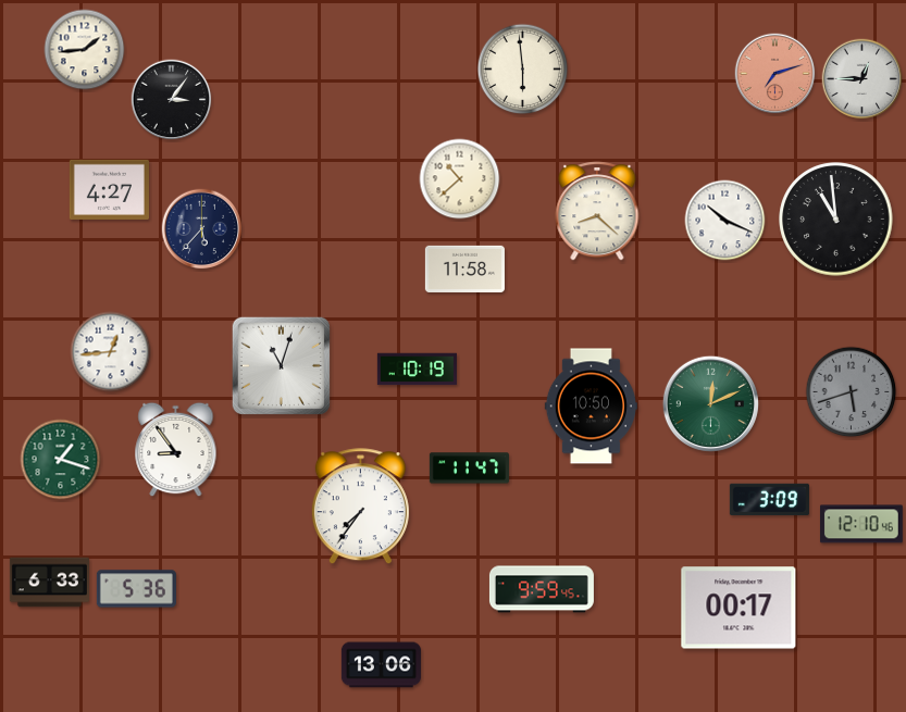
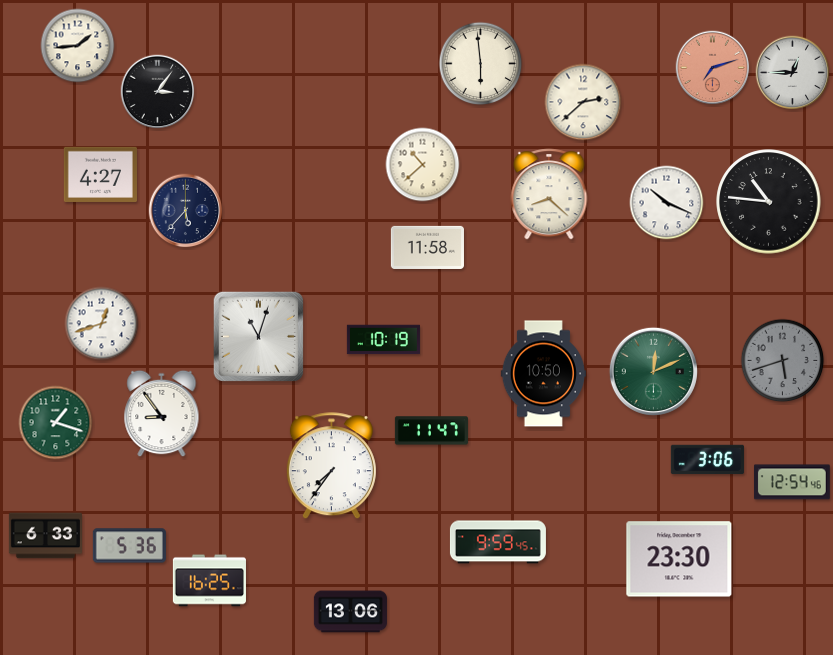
clock at (583, 102): none -> 2:38
clock at (836, 220): 10:59 -> 10:46
clock at (111, 352): 12:44 -> 12:42
clock at (769, 500): 3:09 -> 3:06
clock at (861, 524): 12:10 -> 12:54
clock at (136, 589) position: (136, 589) -> (129, 546)
clock at (739, 608): 00:17 -> 23:30
clock at (209, 581): none -> 16:25
